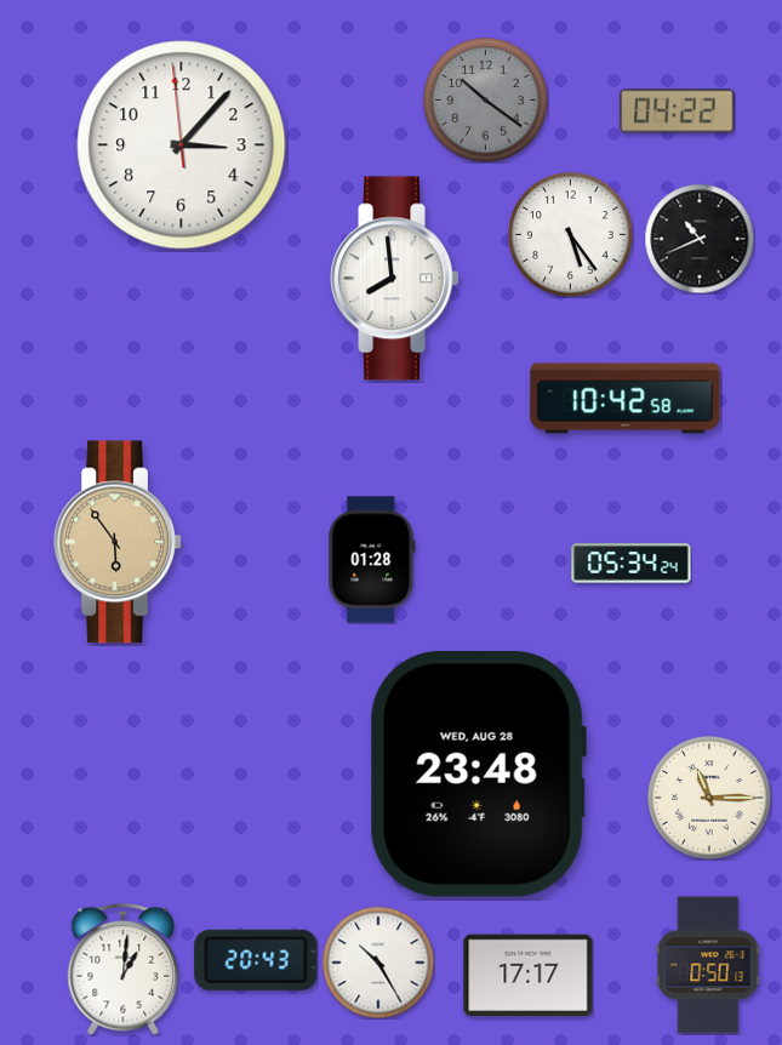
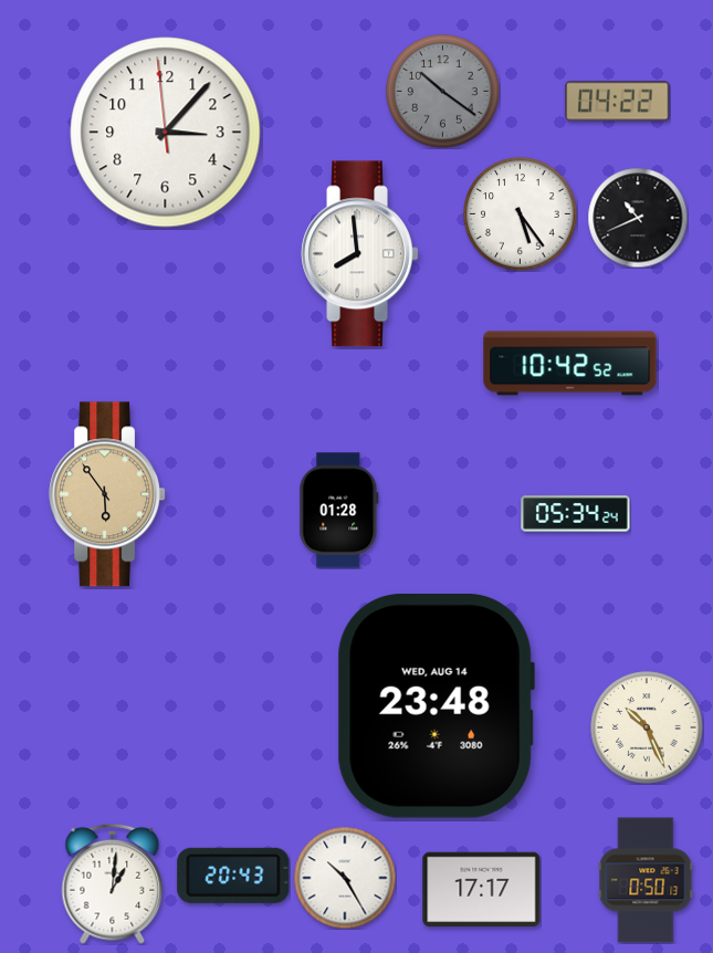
clock at (626, 399): 10:42:58 -> 10:42:52
clock at (478, 775) date: WED, AUG 28 -> WED, AUG 14
clock at (709, 798): 11:15 -> 10:26
